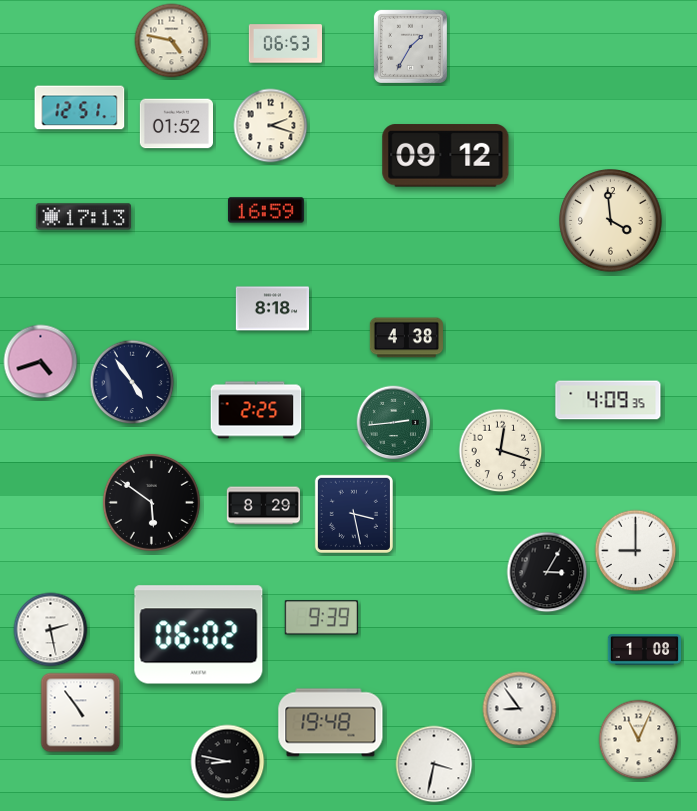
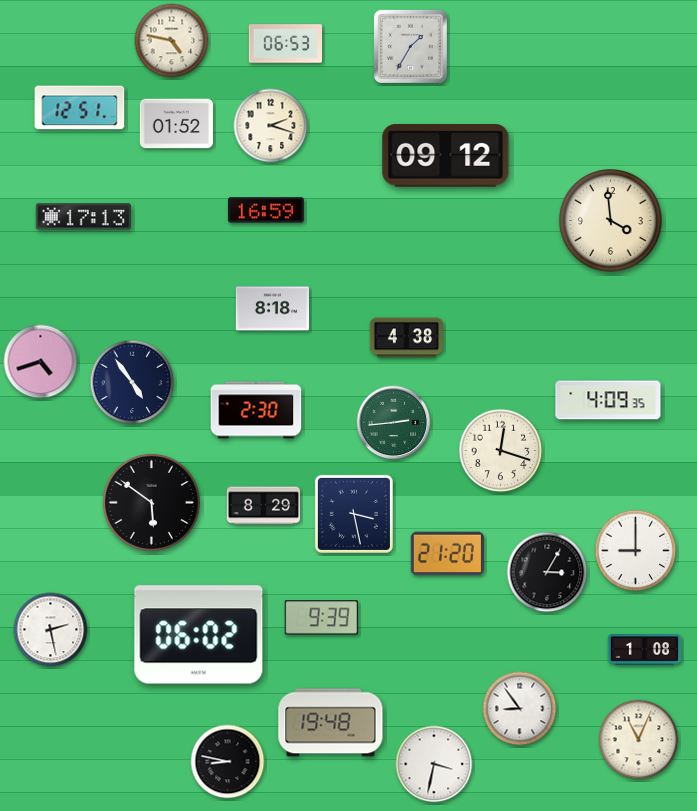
clock at (256, 410): 2:25 -> 2:30
clock at (447, 554): none -> 21:20
clock at (81, 713): 10:54 -> none
